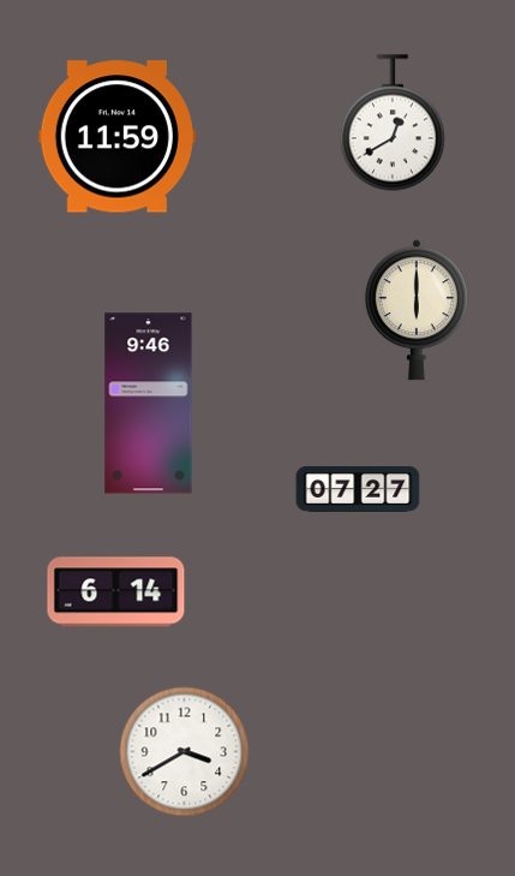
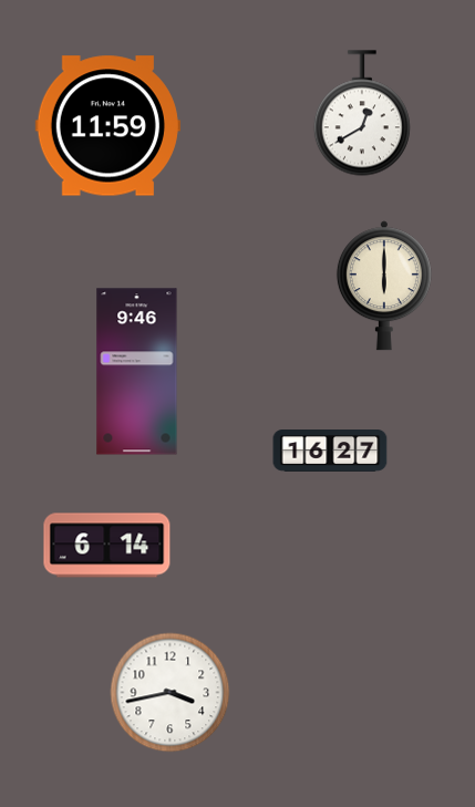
clock at (358, 490): 07:27 -> 16:27
clock at (185, 752): 3:40 -> 3:43
